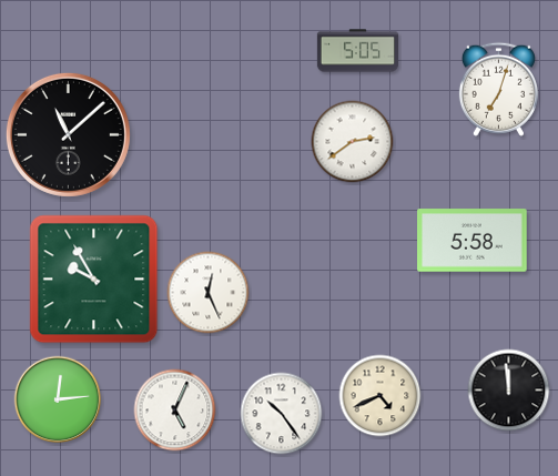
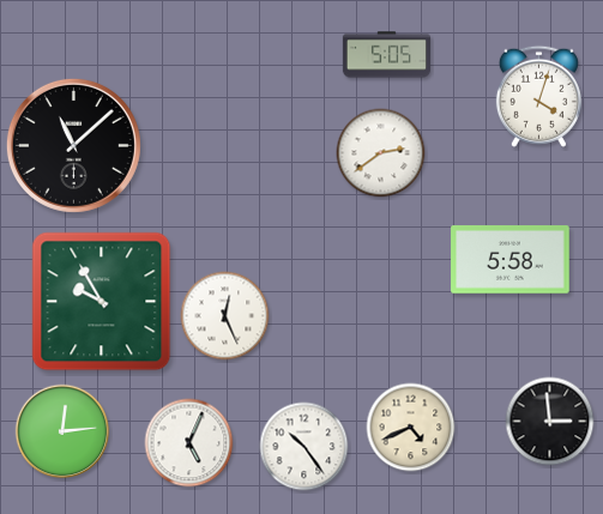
clock at (498, 89): 7:03 -> 4:03
clock at (509, 391): 11:59 -> 2:59
